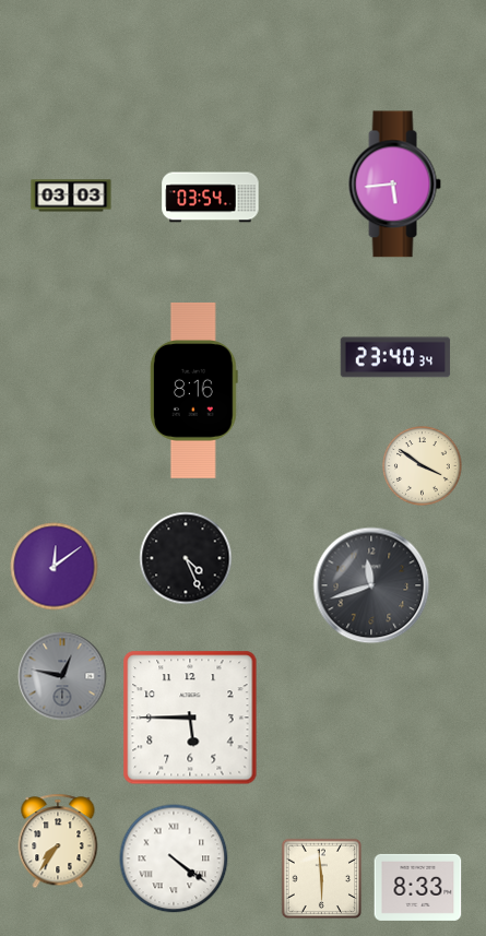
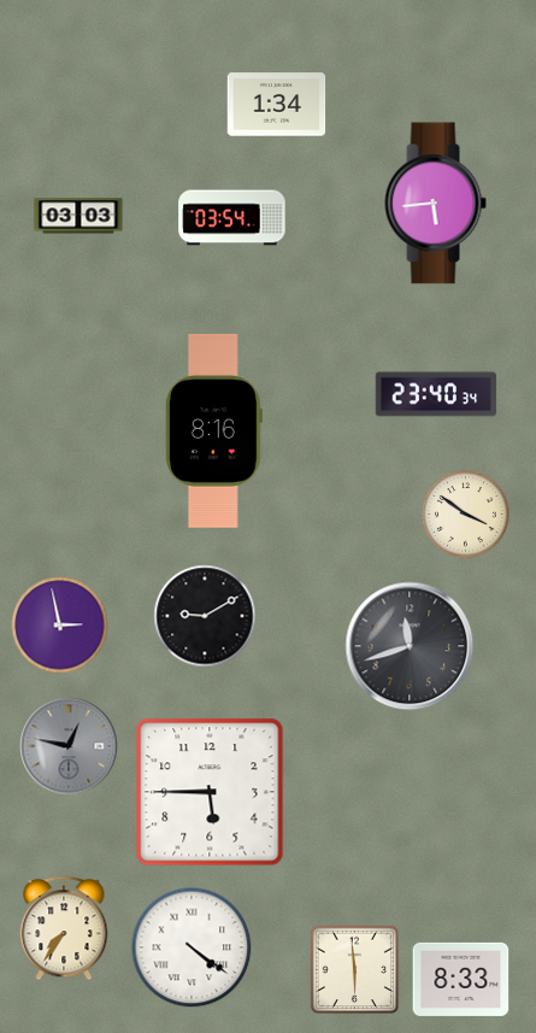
clock at (277, 105): none -> 1:34
clock at (186, 558): 4:26 -> 9:10
clock at (55, 567): 12:09 -> 2:58
